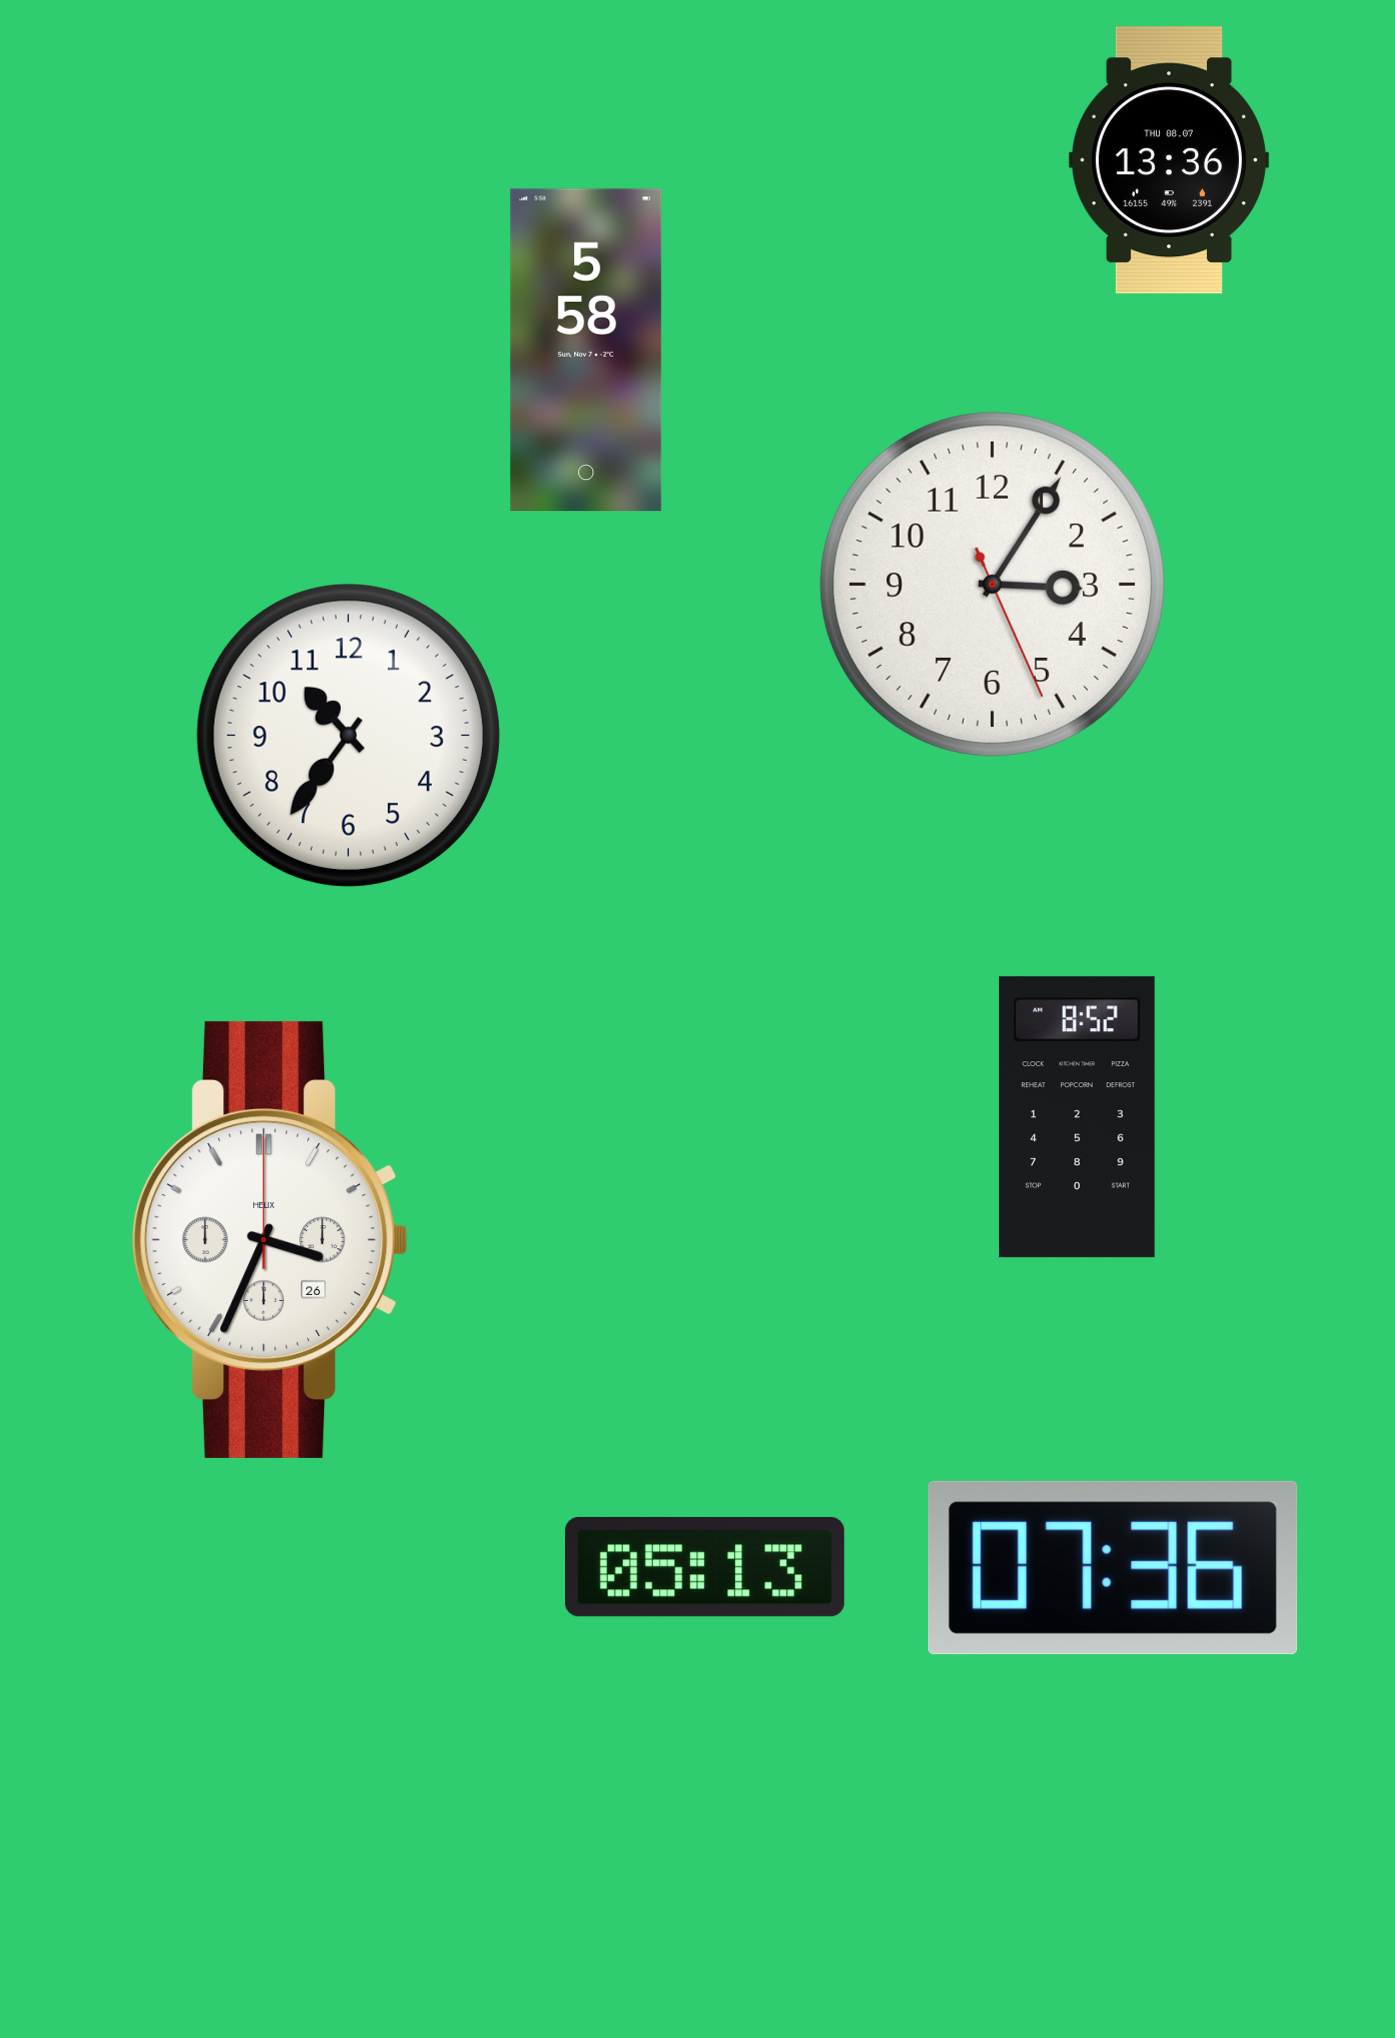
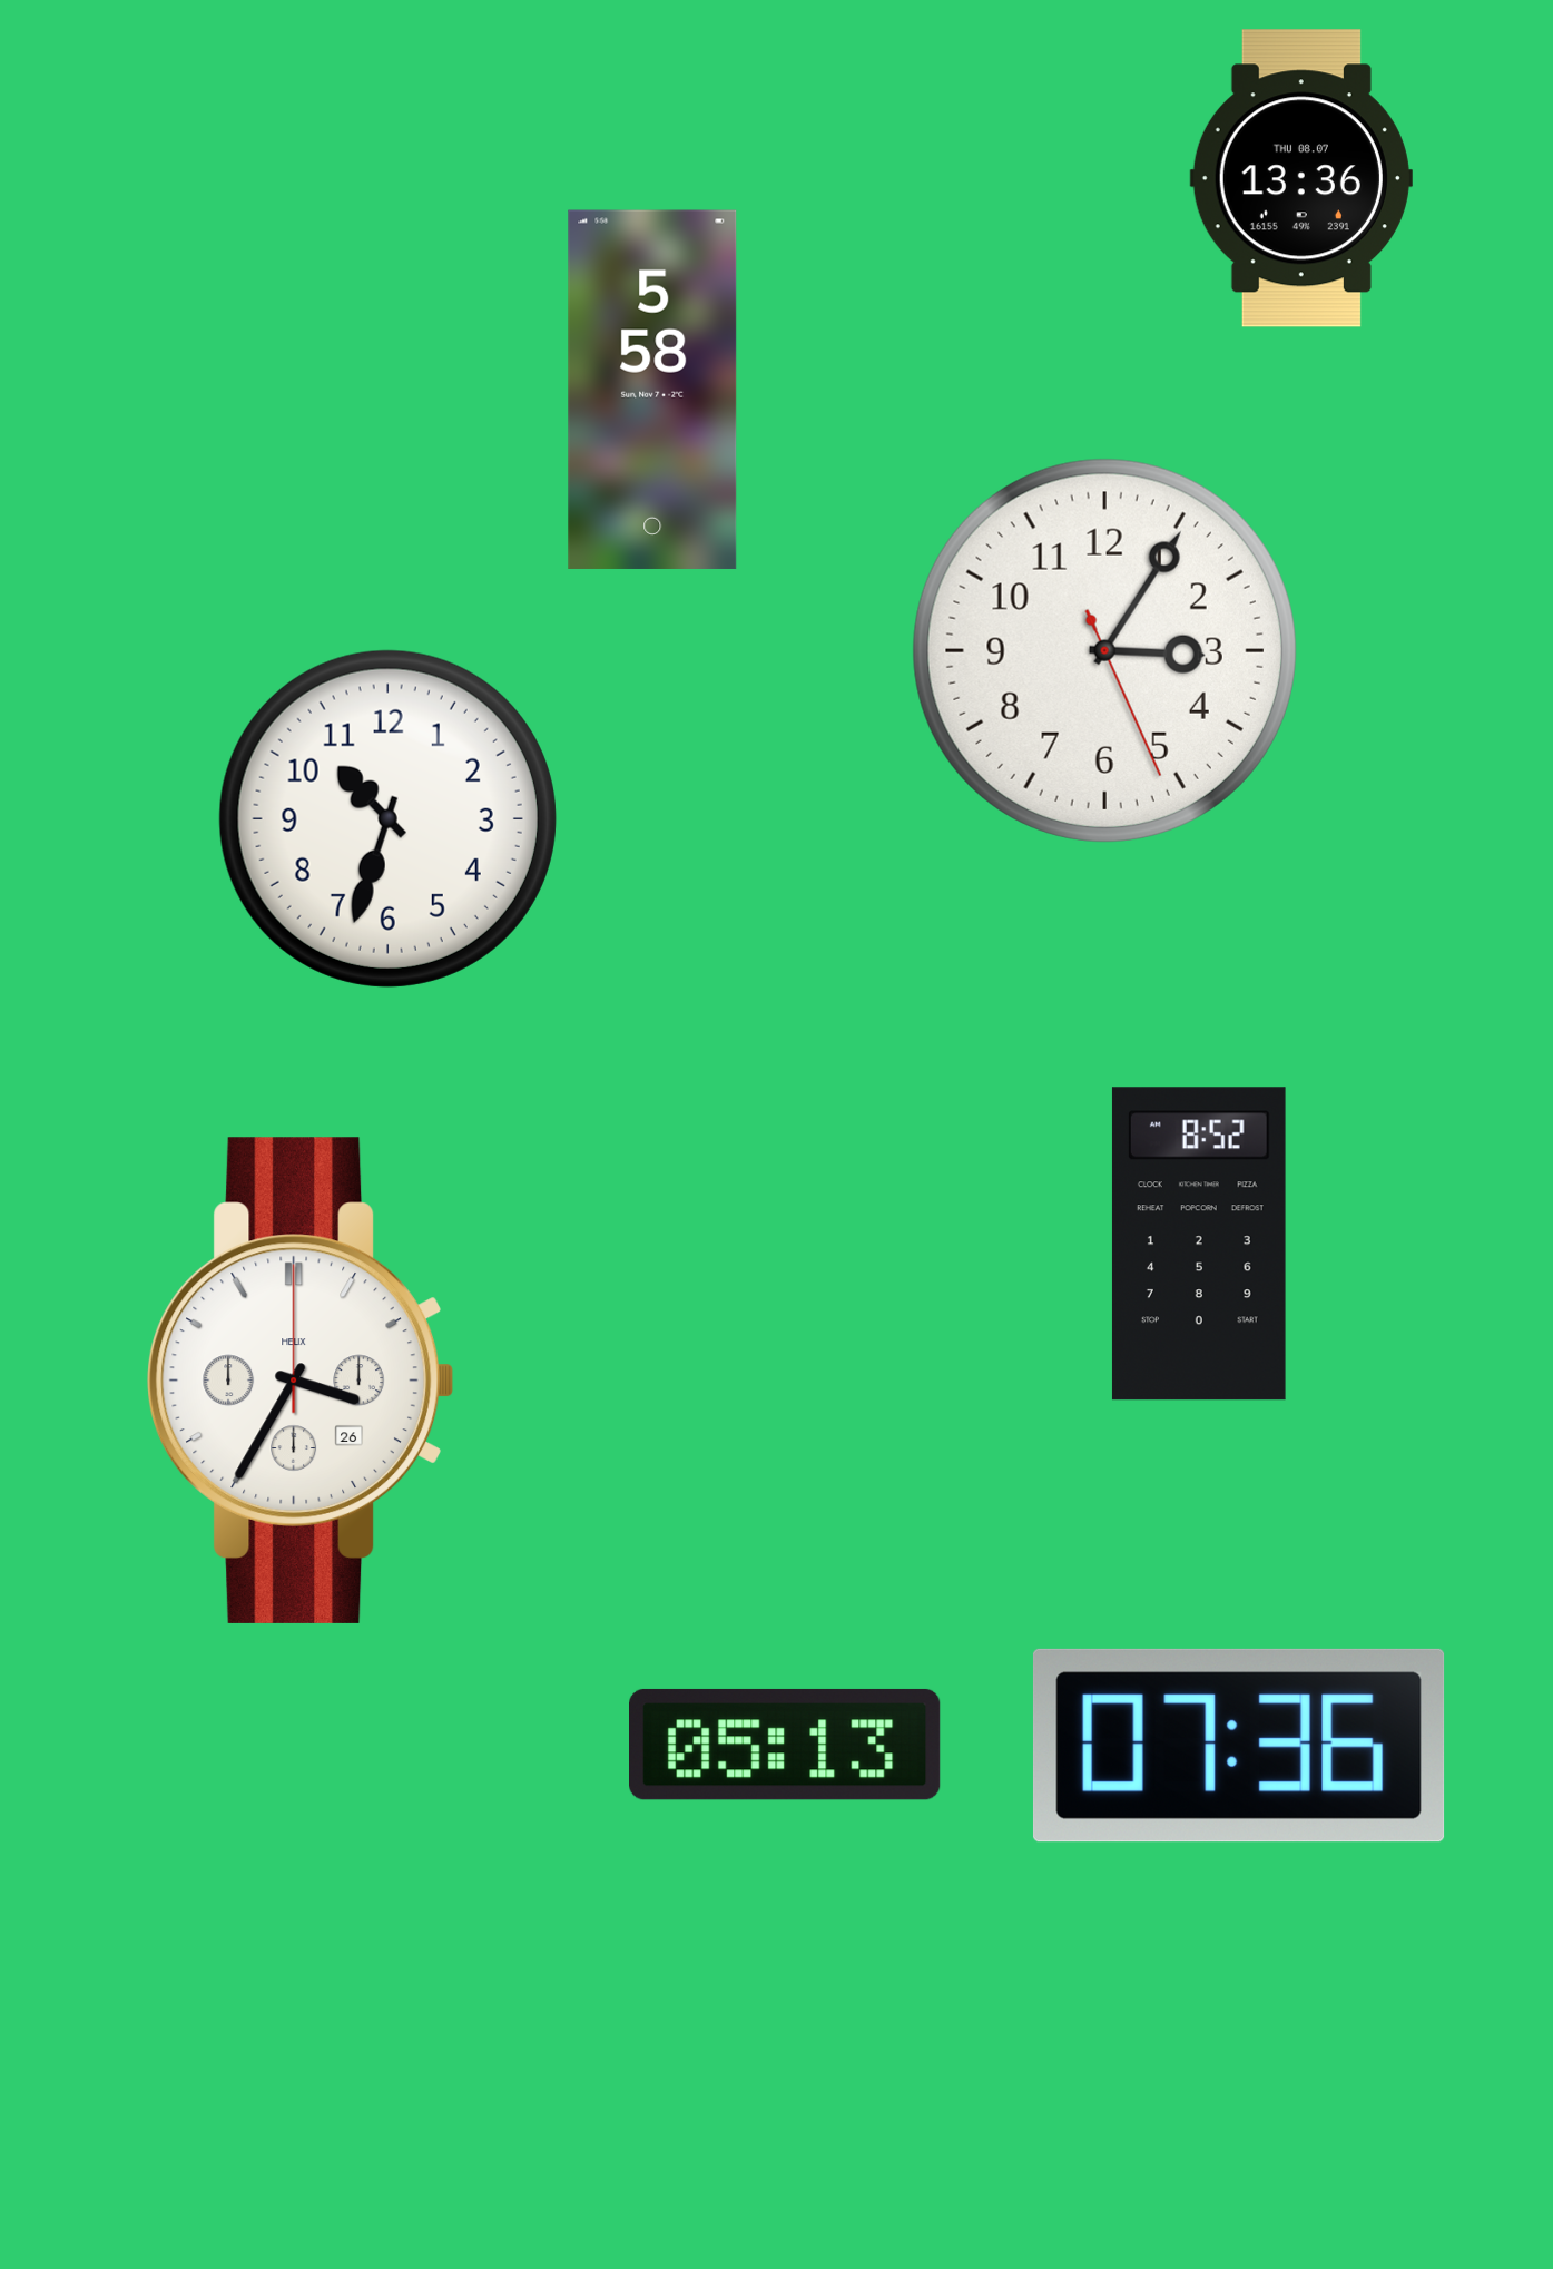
clock at (348, 735): 10:36 -> 10:33
clock at (270, 1240): 3:34 -> 3:35
